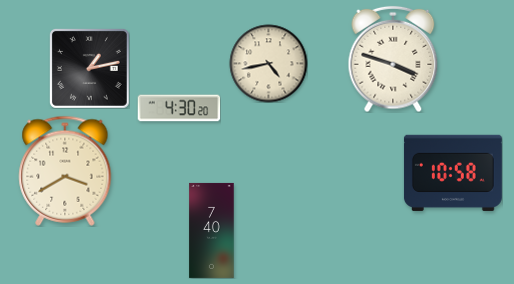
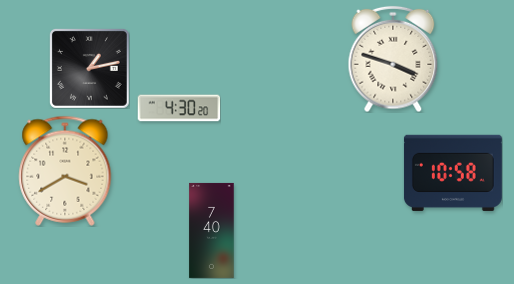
clock at (268, 63): 4:43 -> none
